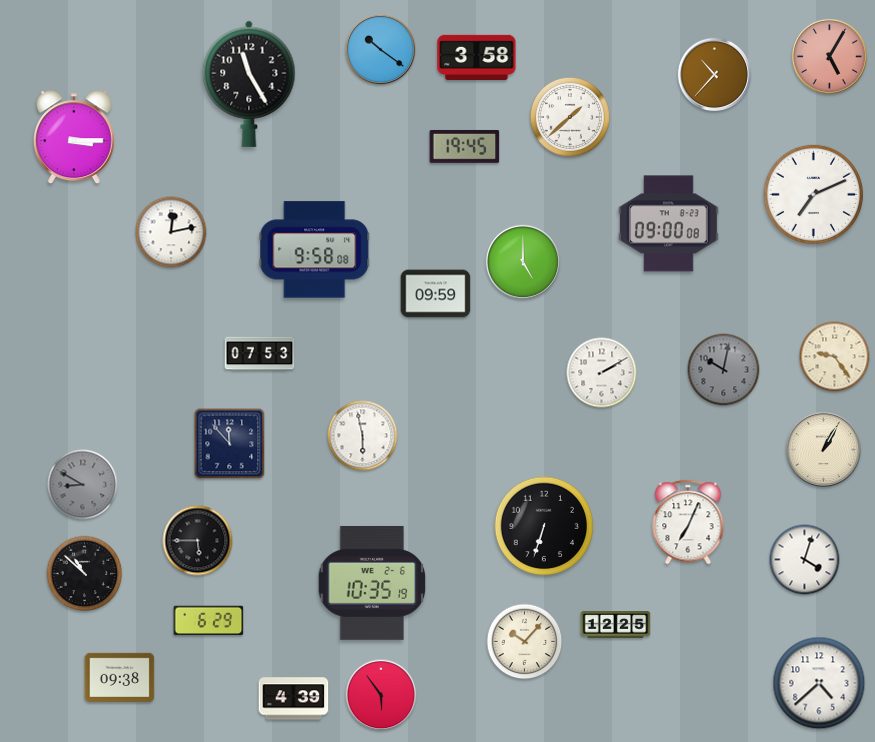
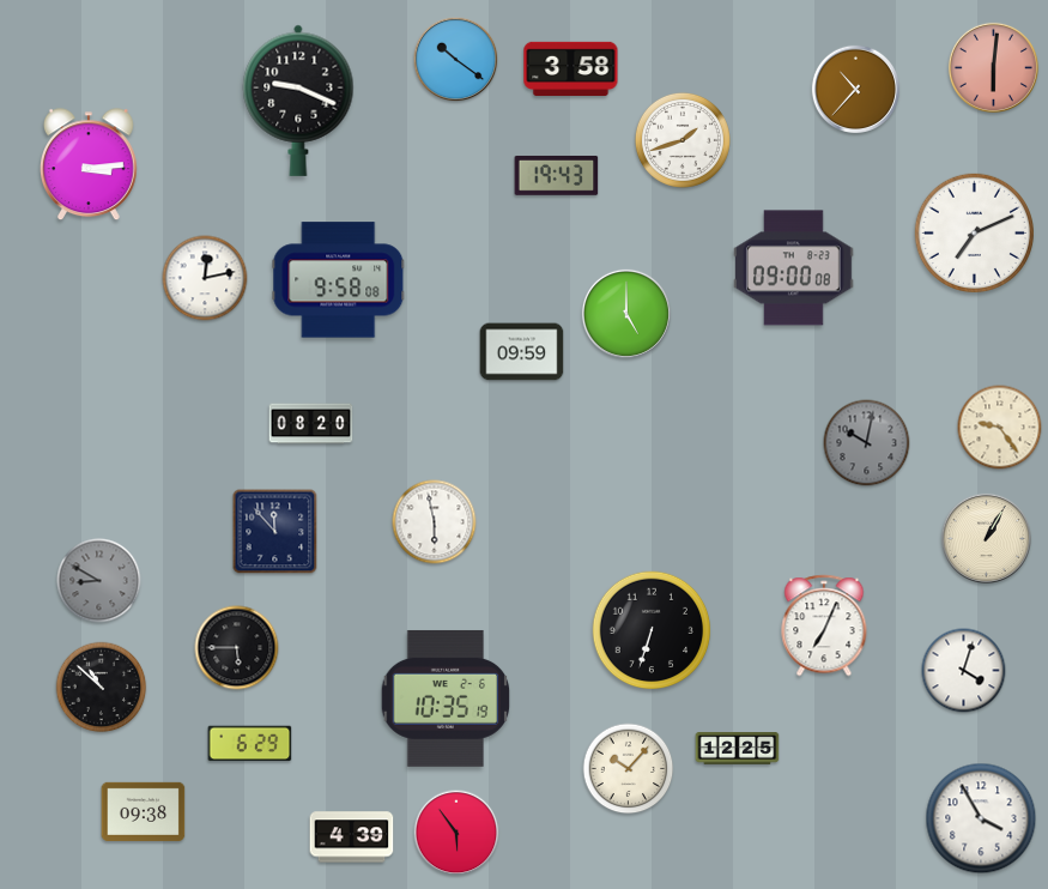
clock at (829, 56): 5:05 -> 6:01
clock at (249, 84): 11:25 -> 9:19
clock at (570, 117): 1:38 -> 1:42
clock at (74, 138): 3:15 -> 3:14
clock at (465, 146): 19:45 -> 19:43
clock at (669, 224) position: (669, 224) -> (794, 268)
clock at (315, 250) position: (315, 250) -> (339, 280)
clock at (260, 354): 07:53 -> 08:20
clock at (602, 373): 2:10 -> none
clock at (819, 683): 4:38 -> 3:55
